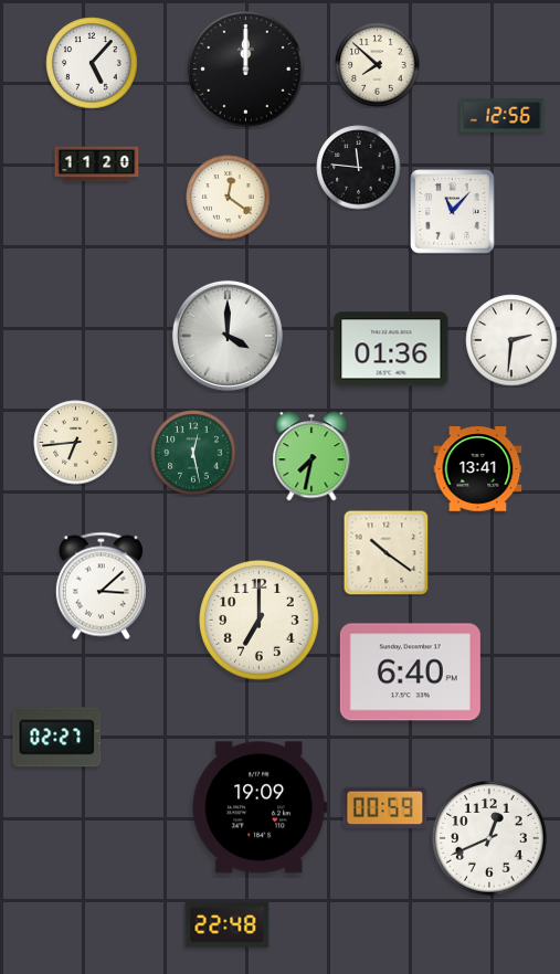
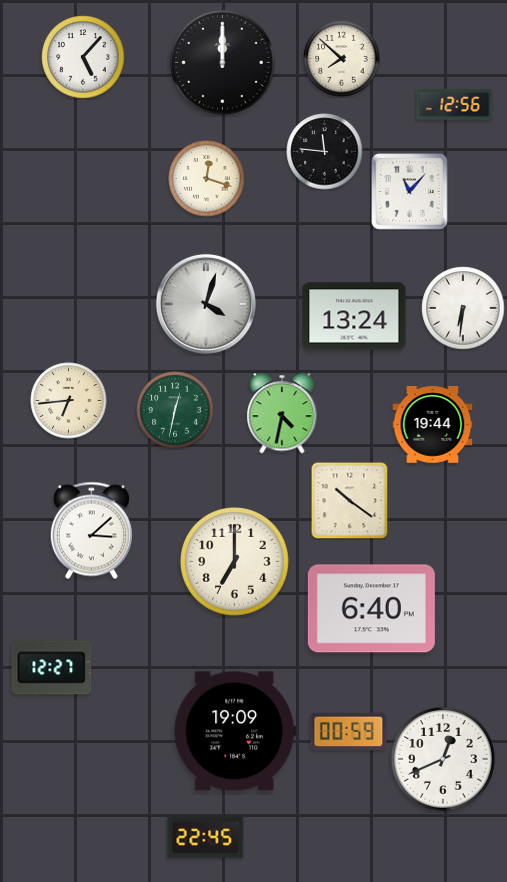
clock at (97, 165): 11:20 -> none
clock at (229, 198): 12:21 -> 12:18
clock at (228, 336): 4:00 -> 4:03
clock at (511, 340): 2:31 -> 6:31
clock at (391, 349): 01:36 -> 13:24
clock at (193, 453): 12:28 -> 12:32
clock at (311, 456): 7:32 -> 4:32
clock at (478, 469): 13:41 -> 19:44
clock at (57, 738): 02:27 -> 12:27
clock at (228, 924): 22:48 -> 22:45
